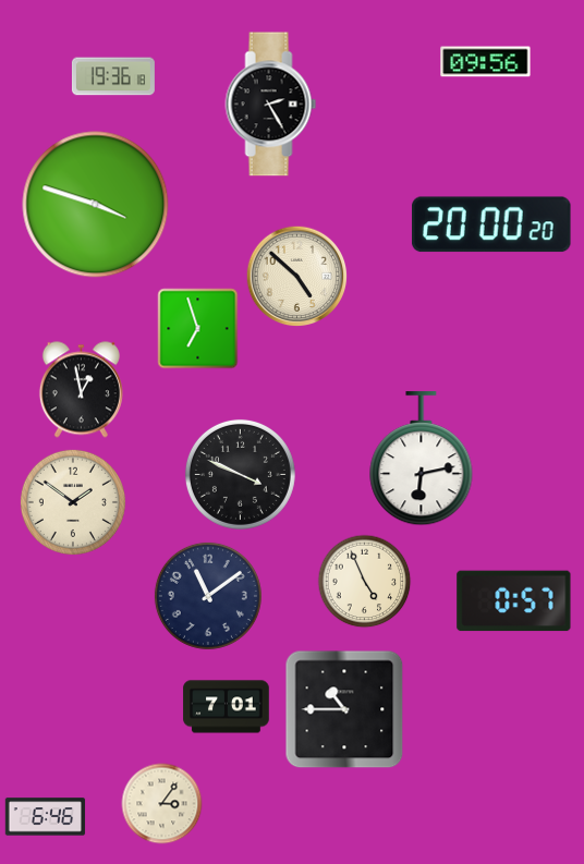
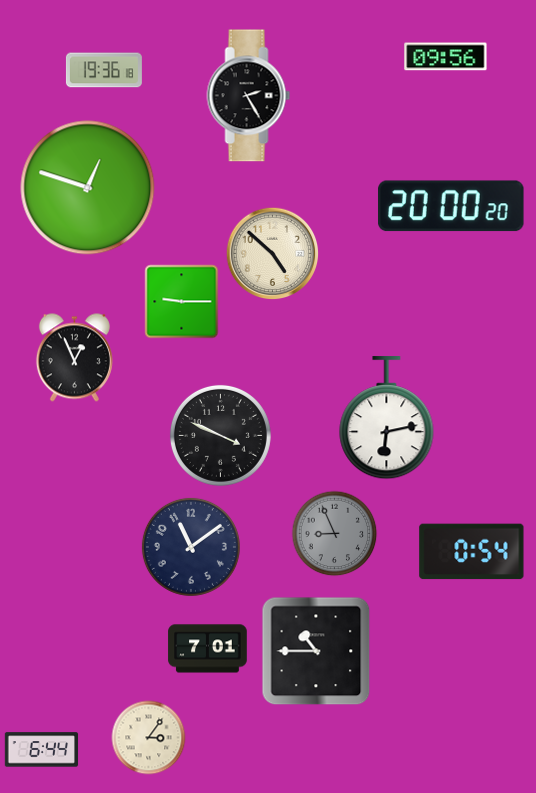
clock at (96, 205): 3:48 -> 12:48
clock at (198, 329): 6:57 -> 9:15
clock at (81, 390): 12:58 -> 12:56
clock at (422, 459) position: (422, 459) -> (387, 418)
clock at (73, 502): 1:51 -> none
clock at (365, 582): 4:56 -> 8:56
clock at (365, 582) dial: cream -> grey
clock at (514, 601): 0:57 -> 0:54
clock at (46, 817): 6:46 -> 6:44
